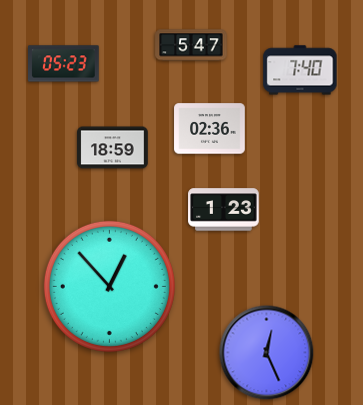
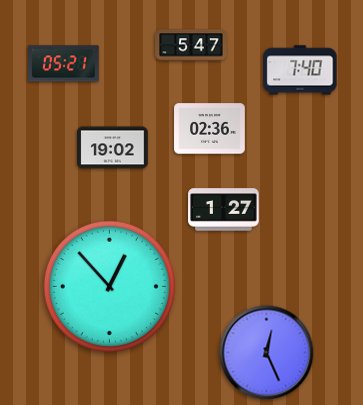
clock at (64, 64): 05:23 -> 05:21
clock at (113, 148): 18:59 -> 19:02
clock at (224, 210): 1:23 -> 1:27
